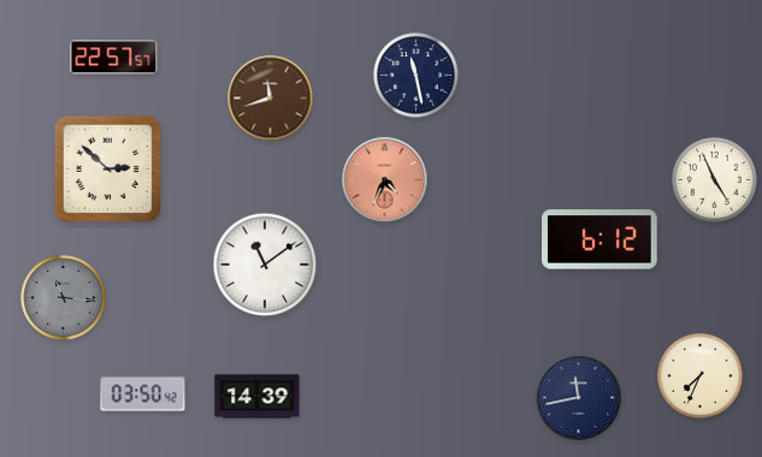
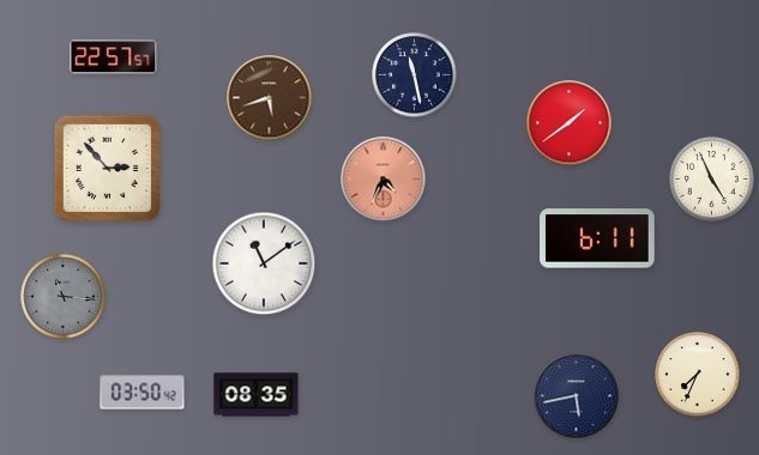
clock at (271, 99): 11:42 -> 5:42
clock at (570, 123): none -> 1:39
clock at (107, 168): 2:52 -> 2:53
clock at (601, 239): 6:12 -> 6:11
clock at (258, 397): 14:39 -> 08:35
clock at (579, 398): 11:43 -> 5:43
